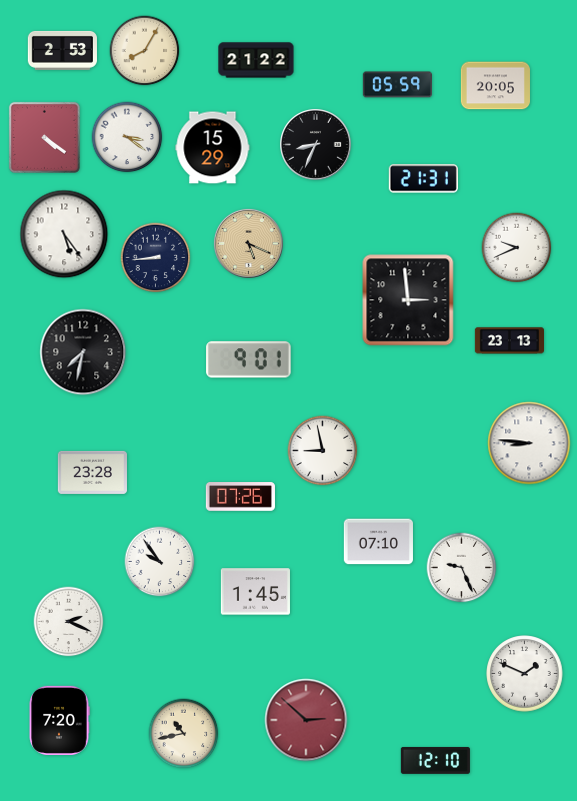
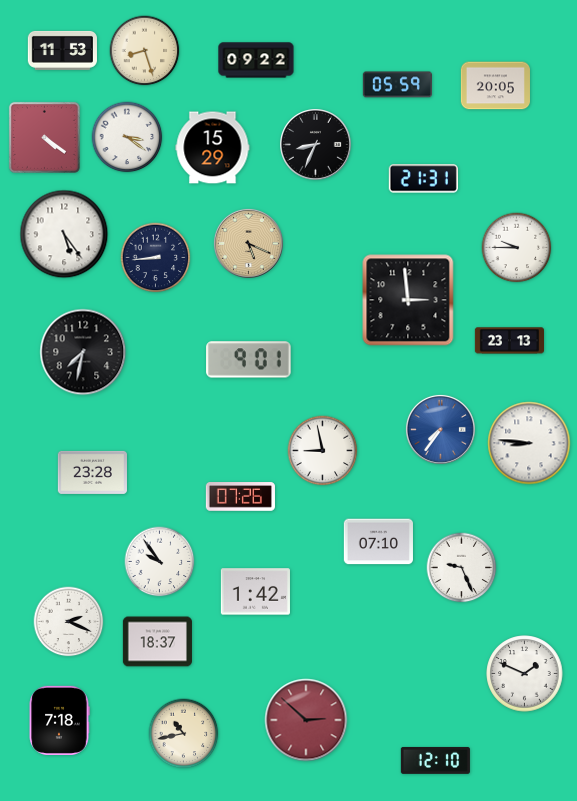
clock at (62, 50): 2:53 -> 11:53
clock at (145, 51): 8:05 -> 8:27
clock at (256, 60): 21:22 -> 09:22
clock at (517, 248): 9:41 -> 9:45
clock at (440, 429): none -> 7:36
clock at (255, 592): 1:45 -> 1:42
clock at (157, 642): none -> 18:37
clock at (59, 720): 7:20 -> 7:18
